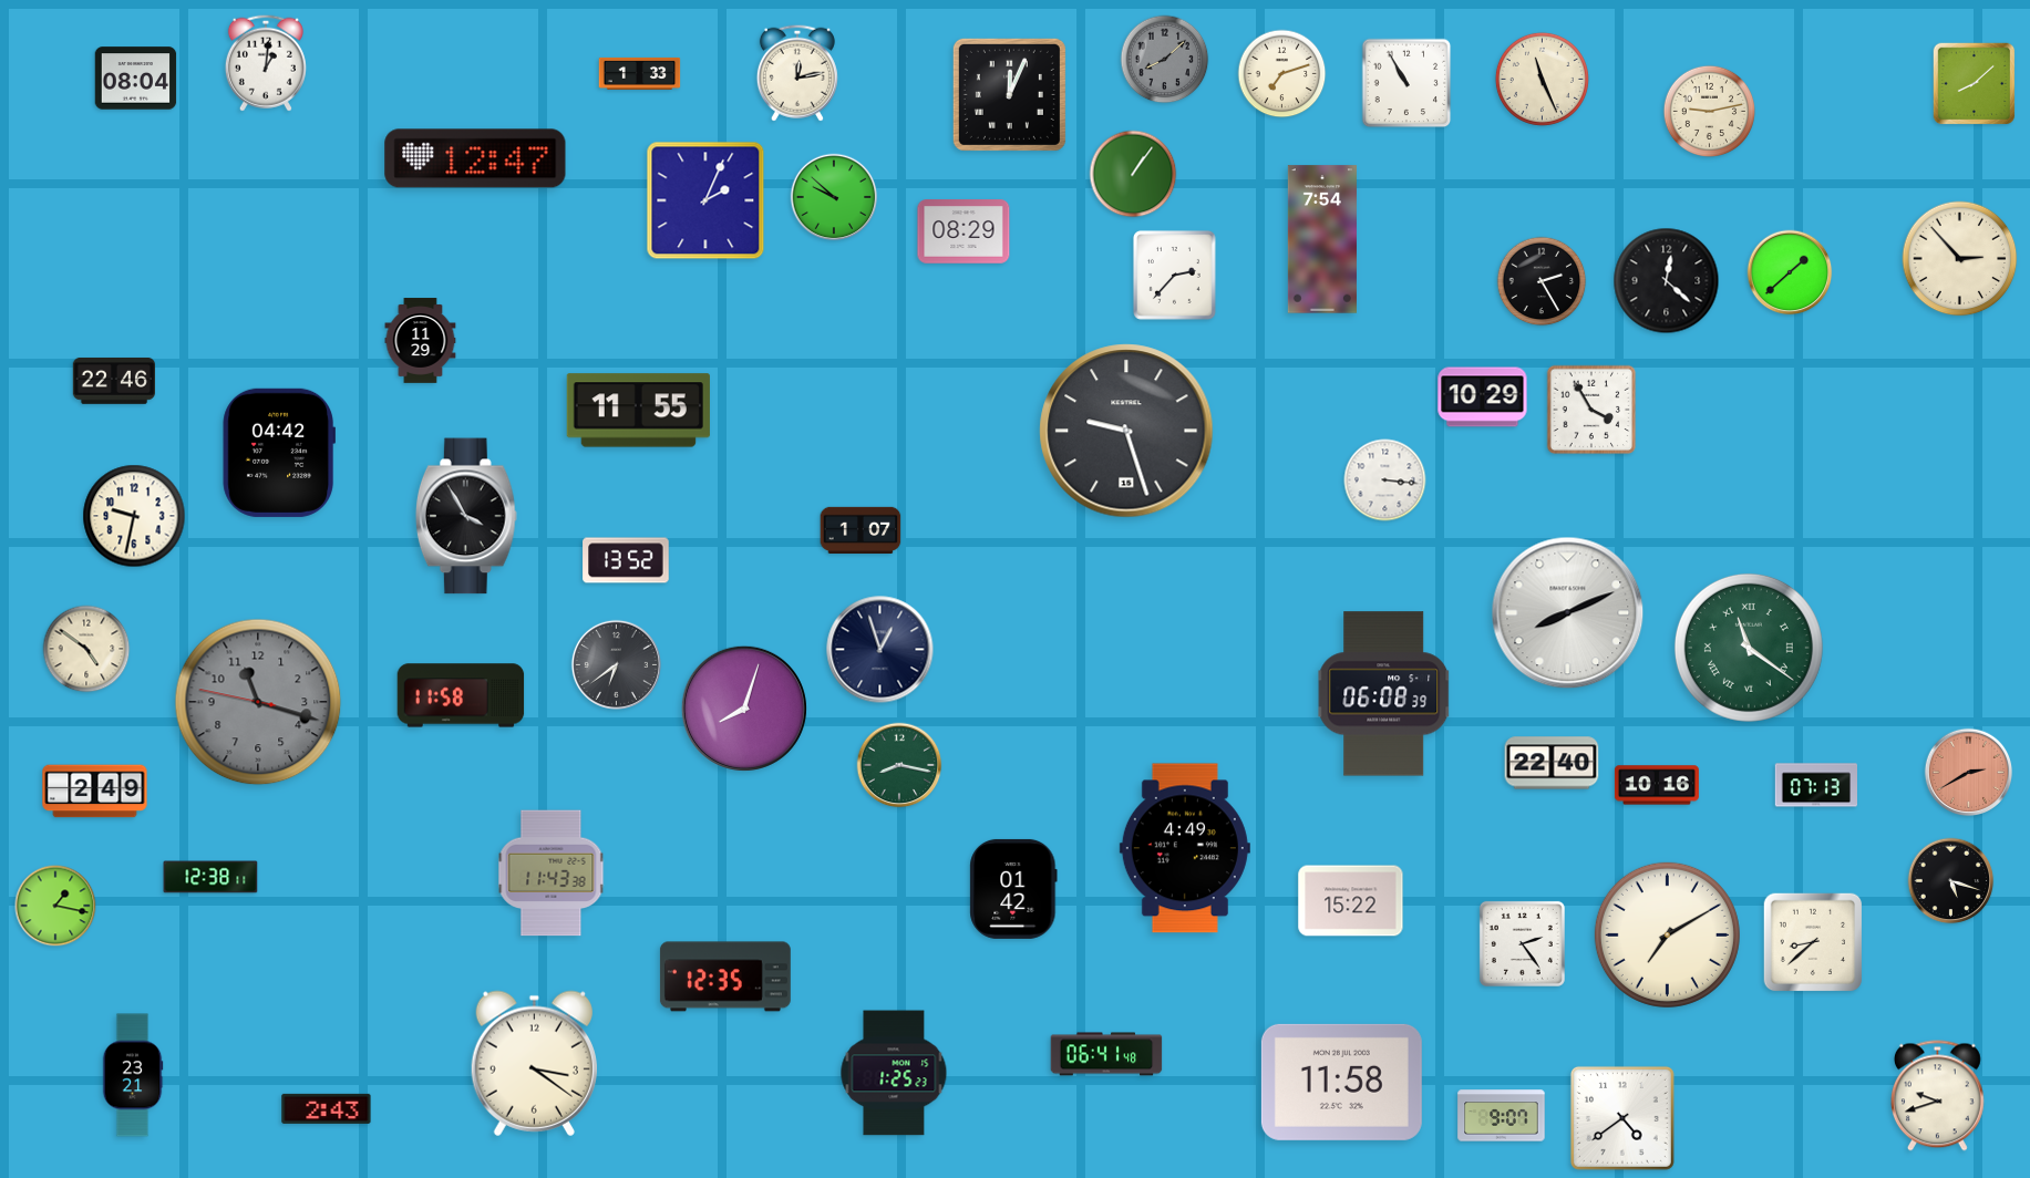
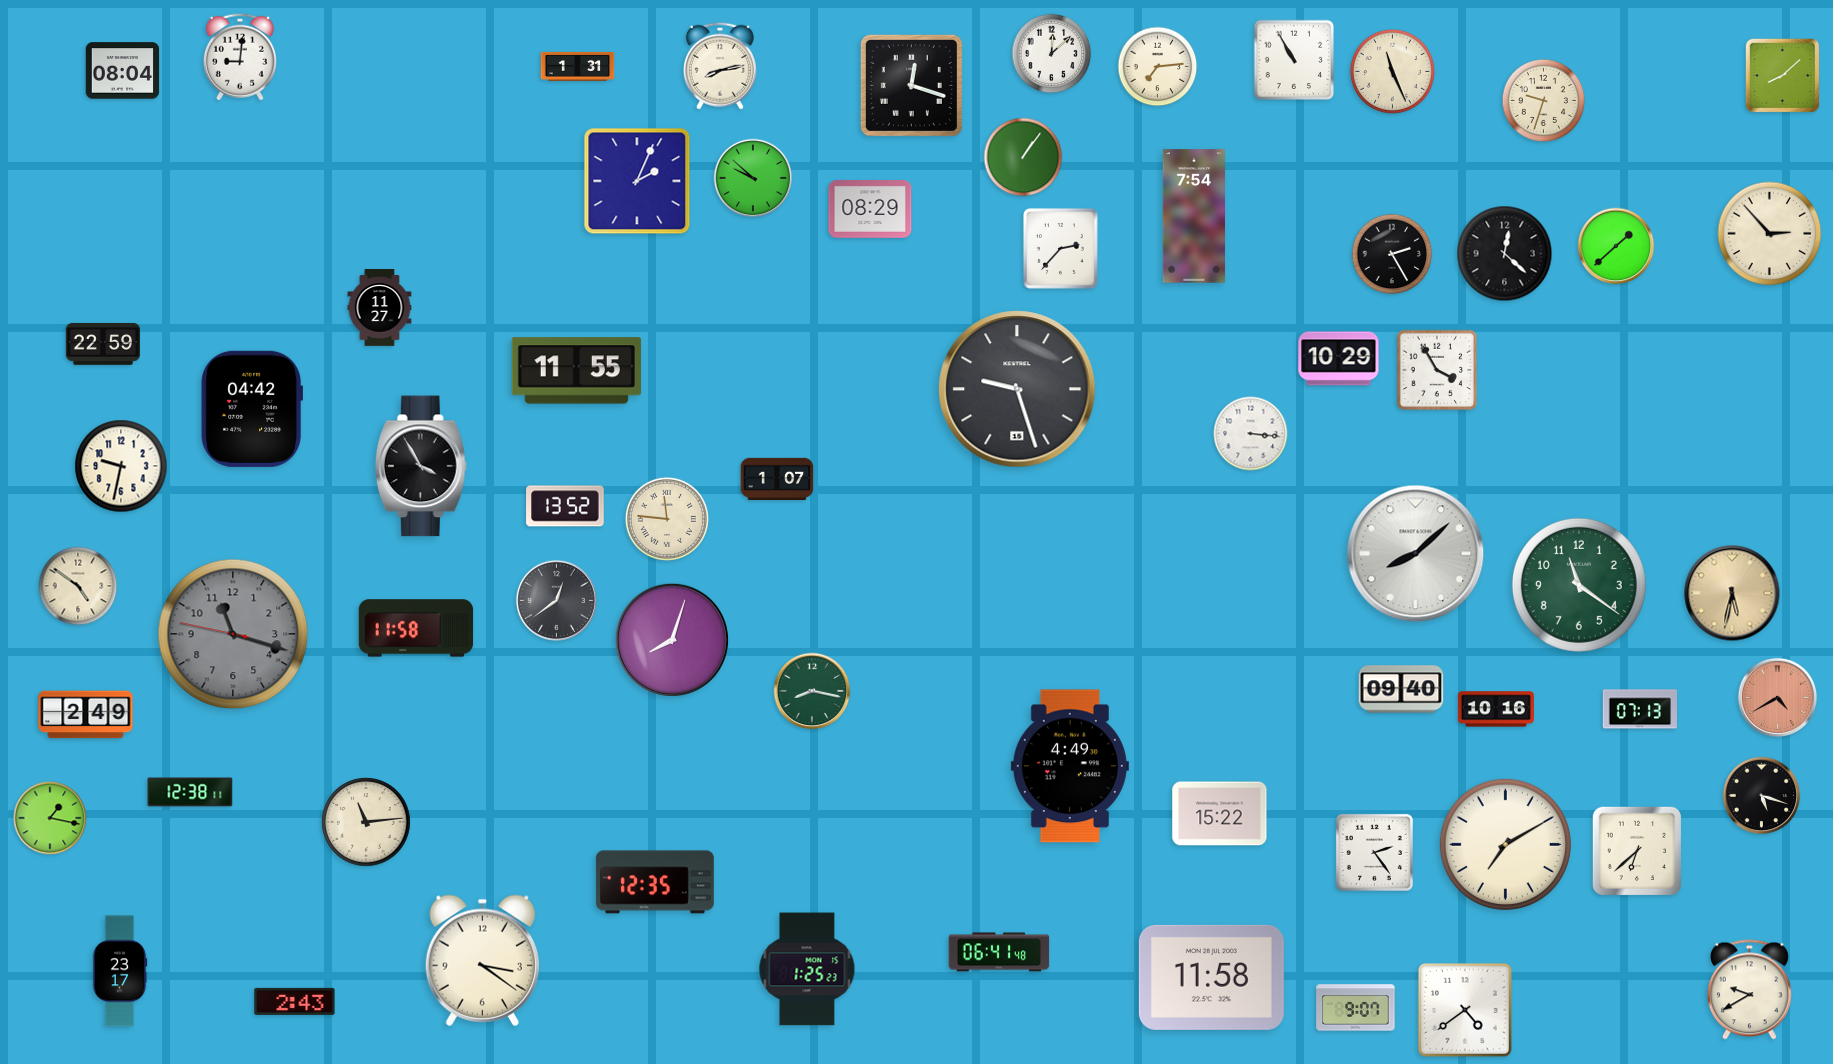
clock at (1165, 60): 8:08 -> 12:08
clock at (1165, 60) dial: grey -> white
clock at (266, 63): 1:01 -> 9:01
clock at (640, 73): 1:33 -> 1:31
clock at (797, 73): 12:13 -> 8:13
clock at (1282, 74): 7:12 -> 7:14
clock at (1406, 83) position: (1406, 83) -> (1294, 60)
clock at (1009, 94): 12:04 -> 12:18
clock at (1709, 111): 9:13 -> 9:33
clock at (475, 158): 12:47 -> none
clock at (421, 341): 11:29 -> 11:27
clock at (113, 381): 22:46 -> 22:59
clock at (667, 519): none -> 11:46
clock at (1568, 613): 8:11 -> 8:08
clock at (1749, 648) numerals: Roman -> Arabic
clock at (880, 650): 12:57 -> none
clock at (1732, 593): none -> 5:32
clock at (616, 664): 6:39 -> 12:39
clock at (1384, 694): 06:08 -> none
clock at (1552, 763): 22:40 -> 09:40
clock at (1969, 773): 2:40 -> 4:40
clock at (552, 874): 11:43 -> none
clock at (1013, 889): 01:42 -> none
clock at (366, 822): none -> 11:14
clock at (1813, 942): 8:38 -> 6:38
clock at (133, 1075): 23:21 -> 23:17
clock at (1937, 1096): 9:42 -> 9:40
